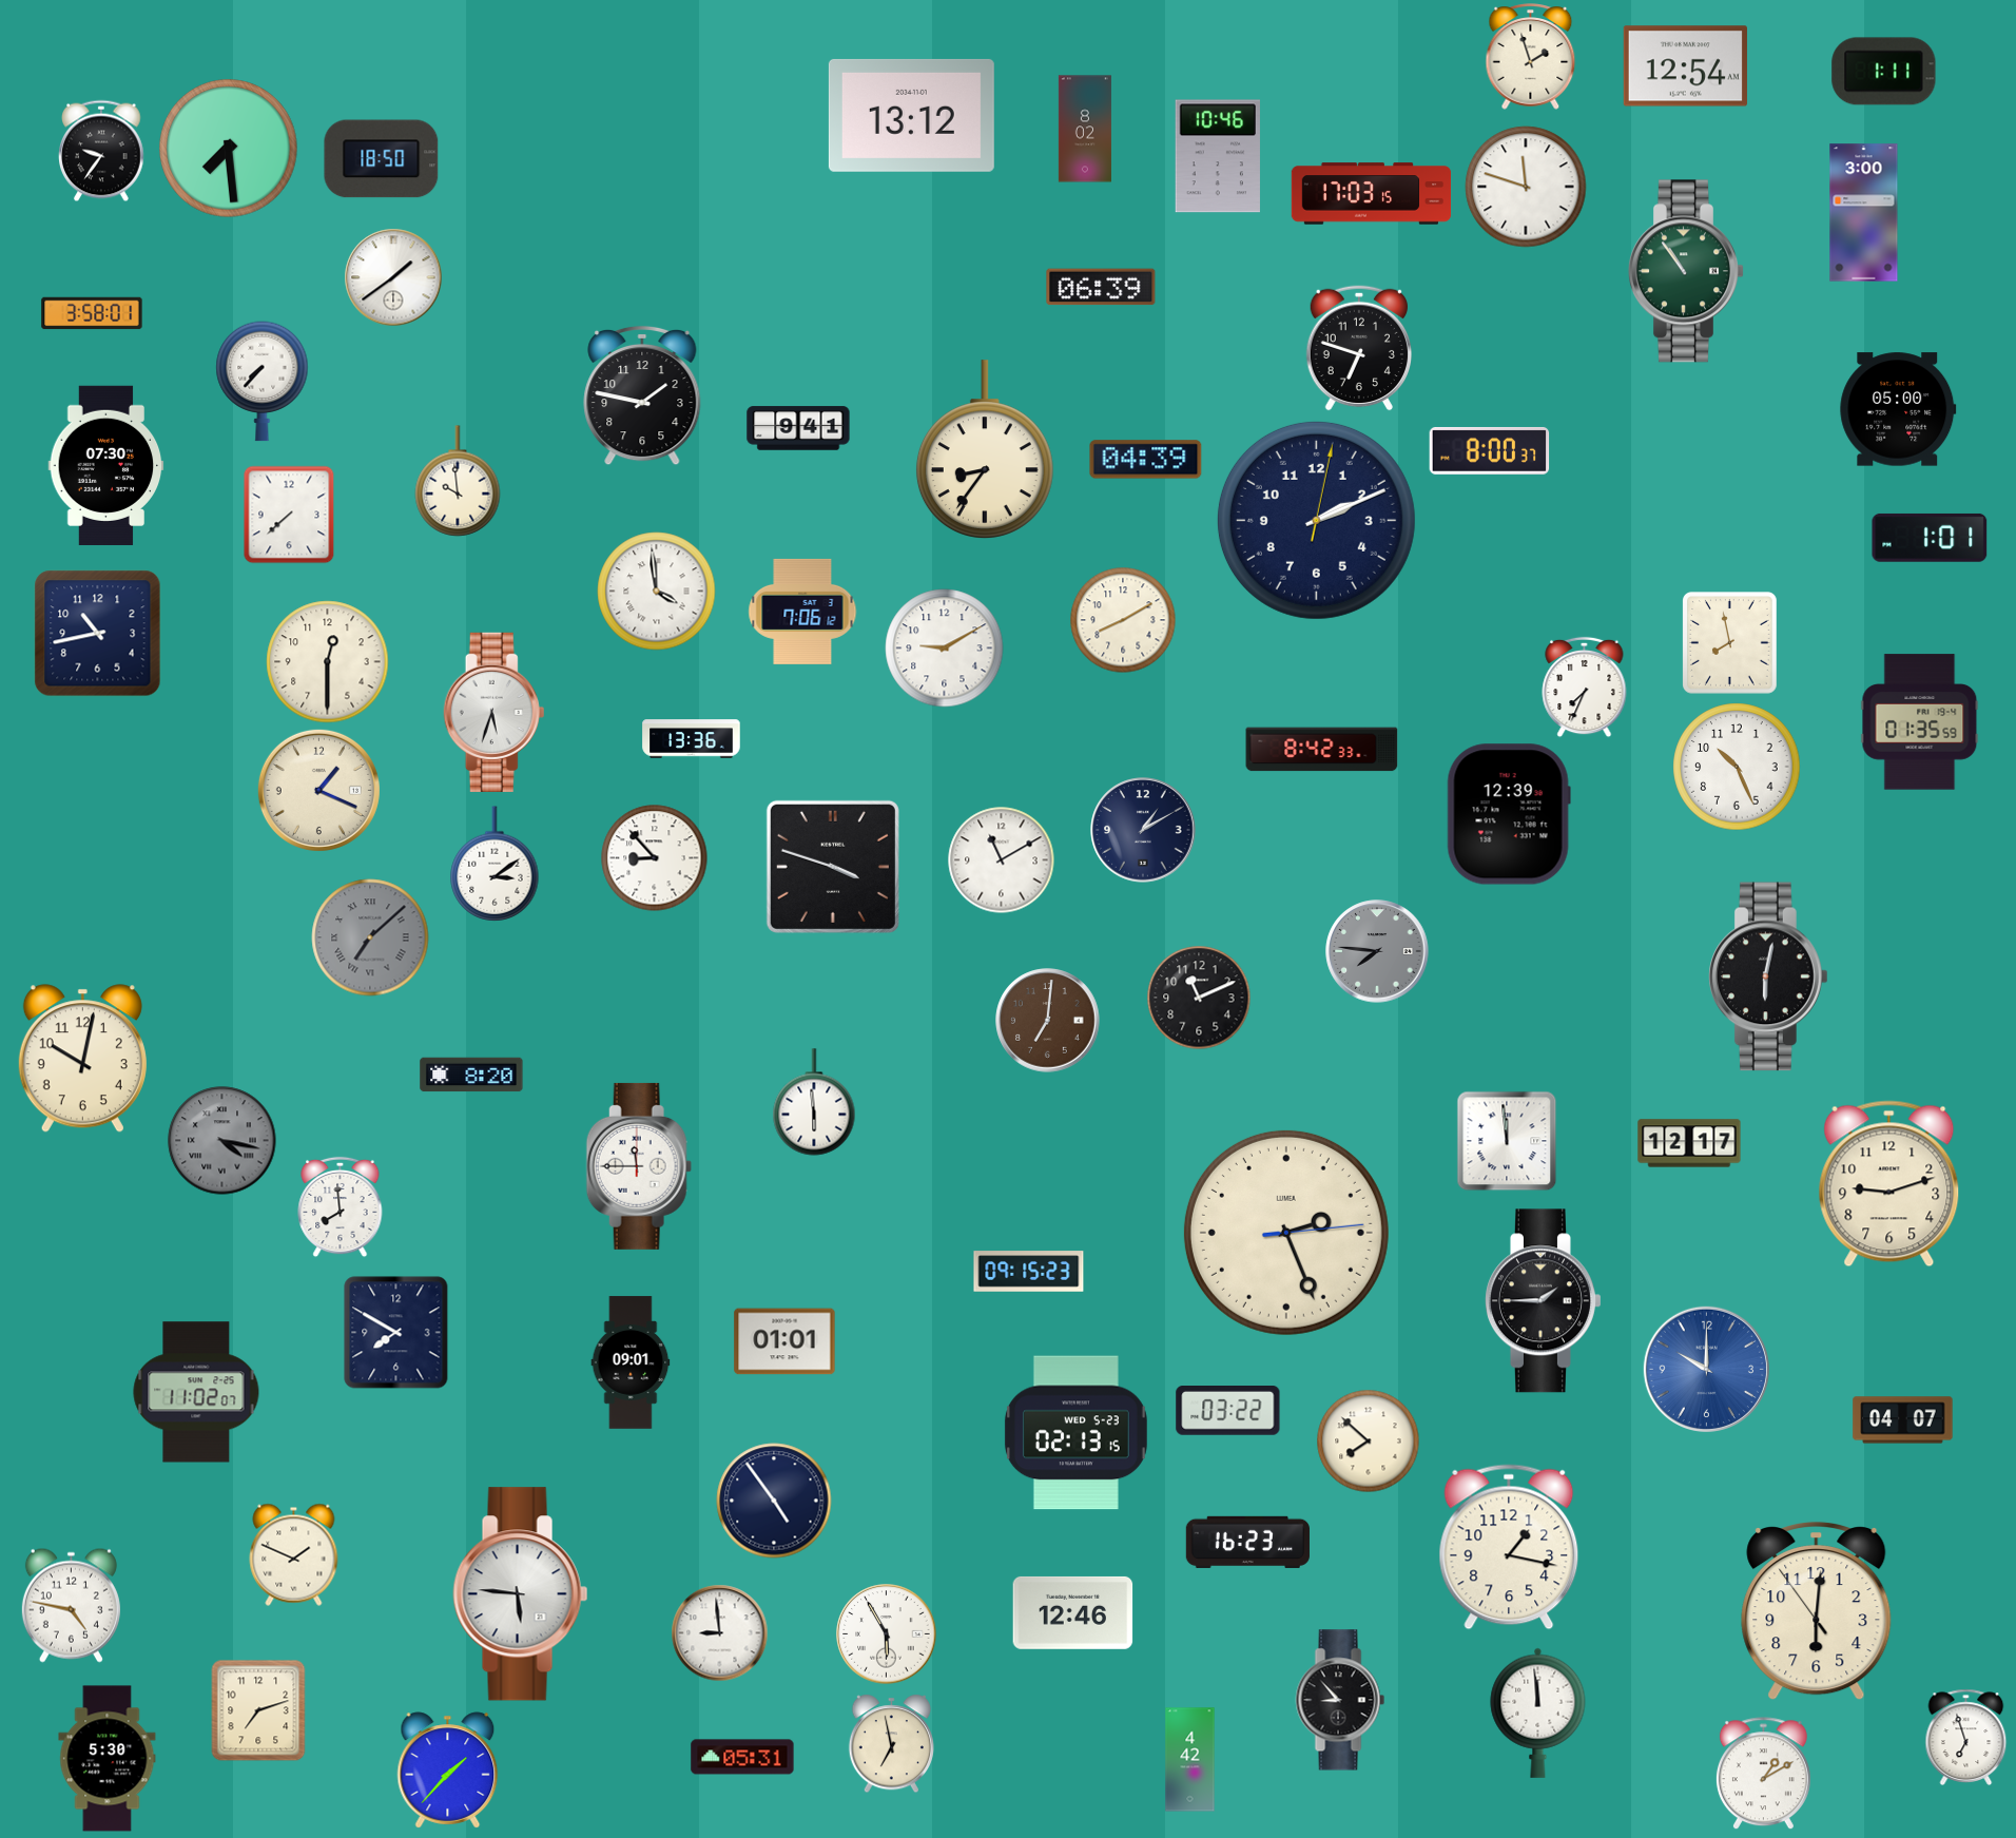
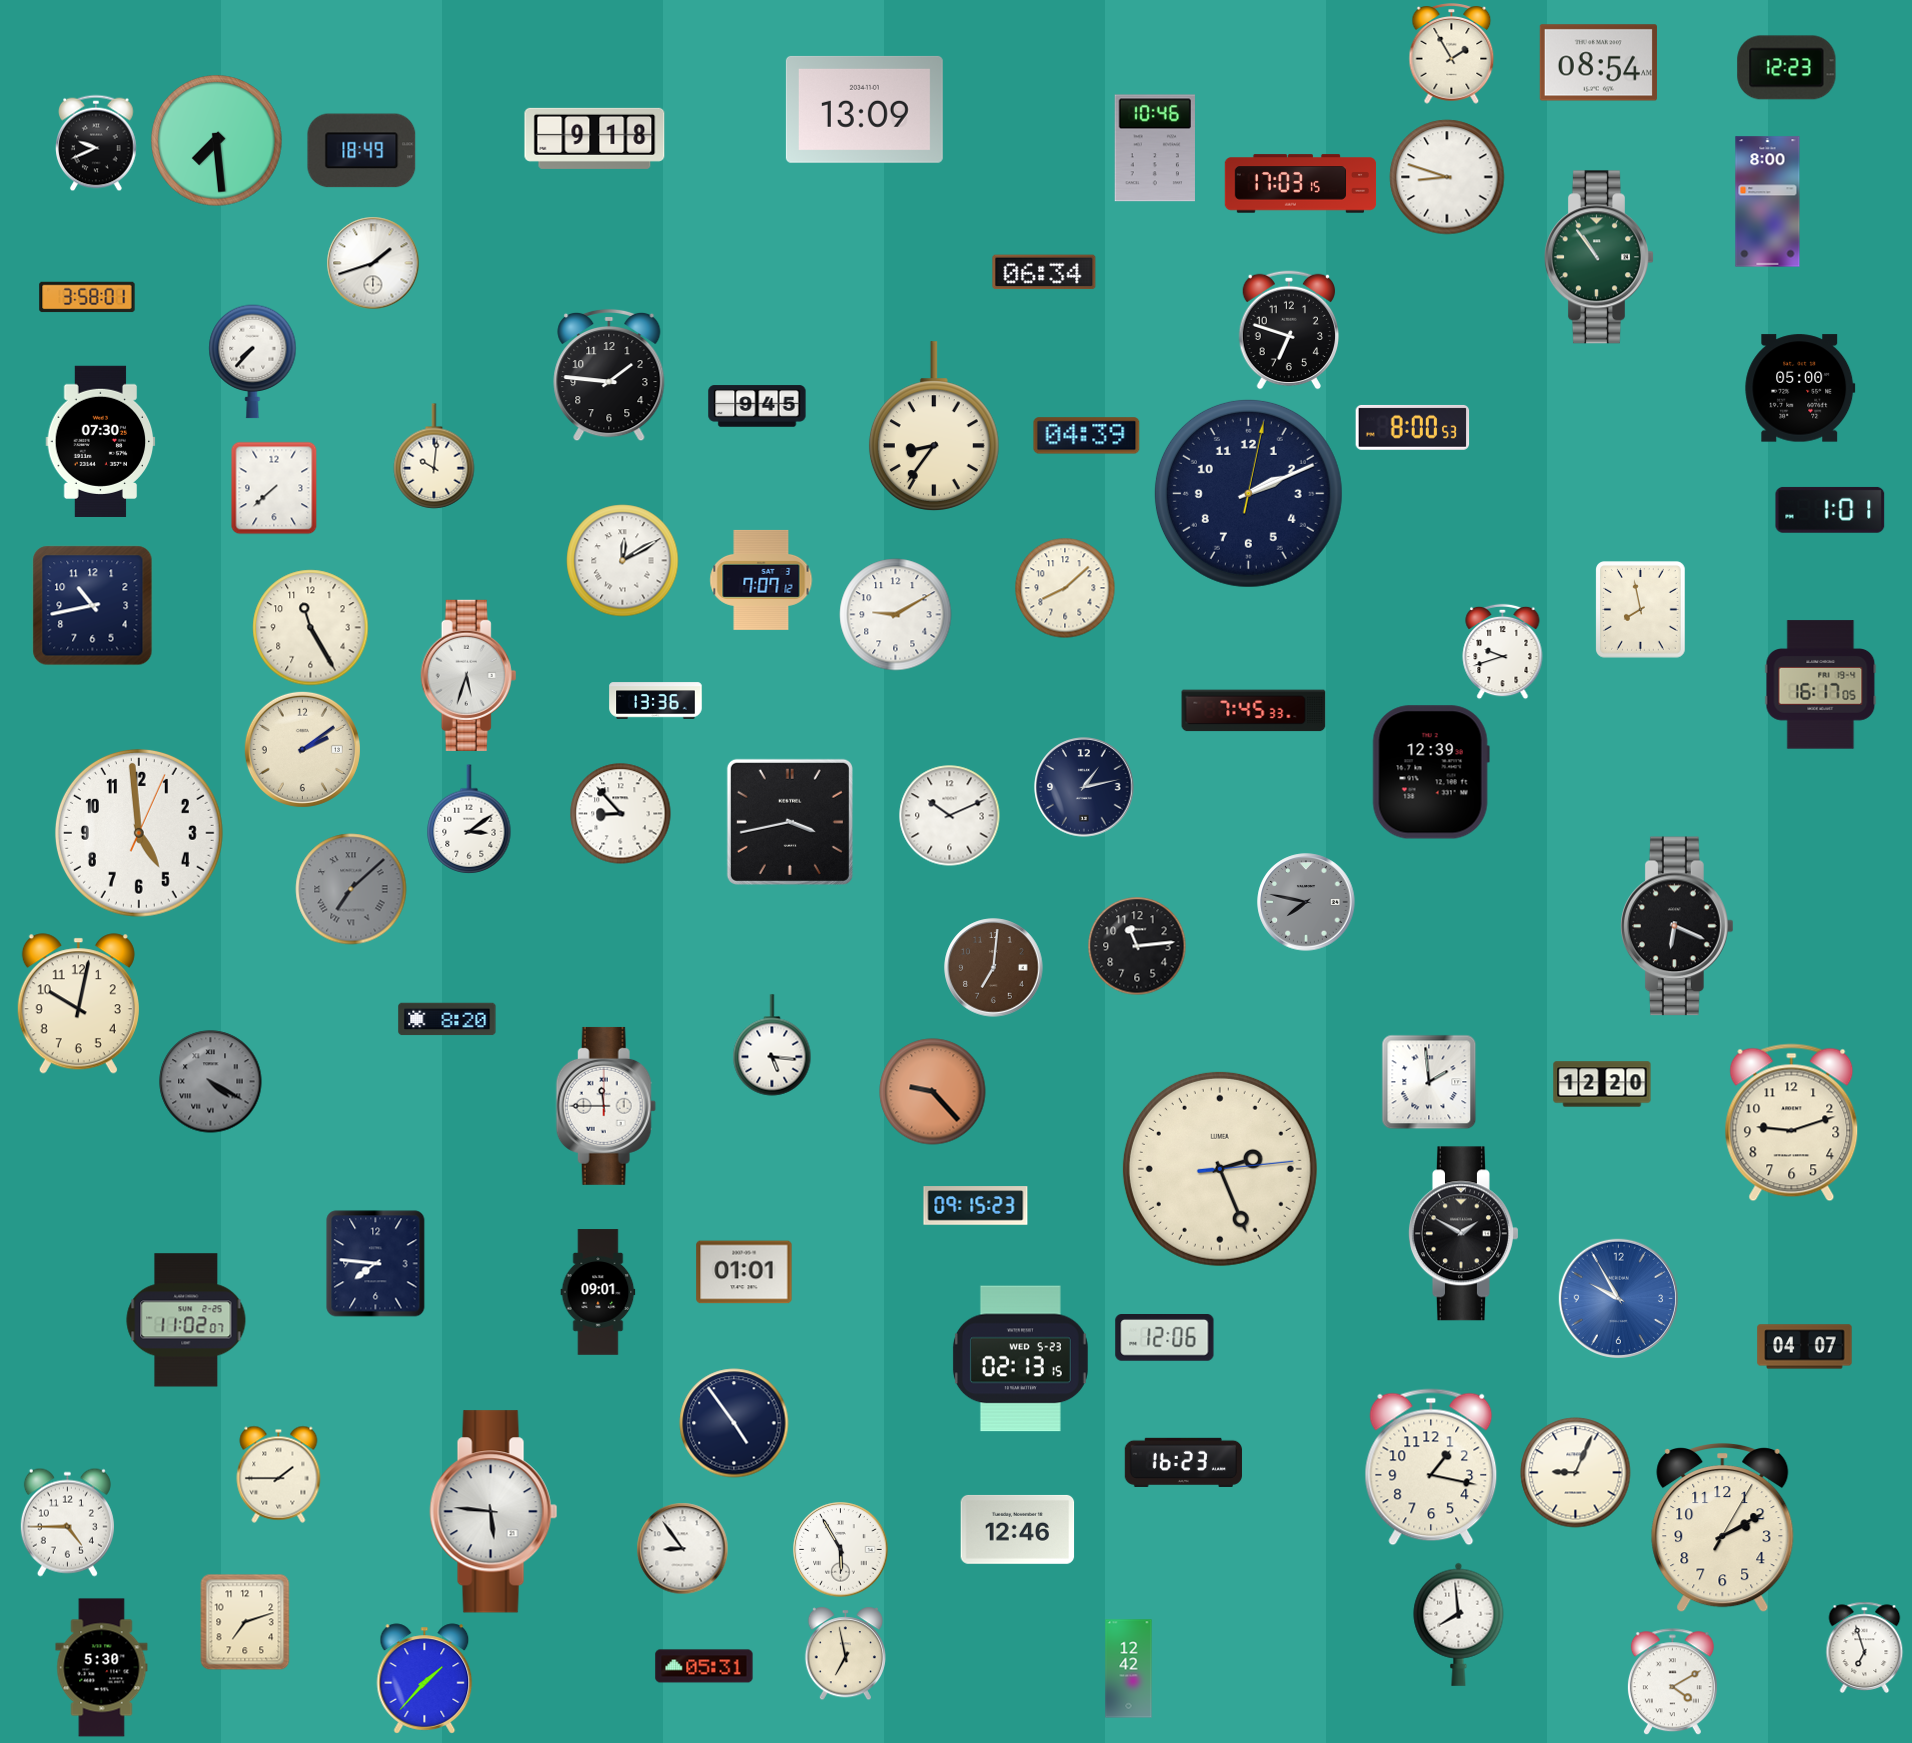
clock at (1531, 57): 1:57 -> 1:55
clock at (1685, 66): 12:54 -> 08:54
clock at (1884, 72): 1:11 -> 12:23
clock at (911, 115): 13:12 -> 13:09
clock at (1085, 129): 8:02 -> none
clock at (595, 138): none -> 9:18
clock at (101, 151): 9:36 -> 9:41
clock at (382, 159): 18:50 -> 18:49
clock at (1526, 187): 11:48 -> 8:48
clock at (1864, 213): 3:00 -> 8:00
clock at (393, 277): 1:39 -> 1:42
clock at (1101, 287): 06:39 -> 06:34
clock at (263, 382) position: (263, 382) -> (253, 362)
clock at (642, 395): 1:47 -> 1:46
clock at (798, 428): 9:41 -> 9:45
clock at (1490, 450): 8:00:37 -> 8:00:53
clock at (458, 481): 9:59 -> 10:01
clock at (657, 592): 3:59 -> 12:10
clock at (802, 612): 7:06 -> 7:07
clock at (1123, 620): 8:10 -> 8:08
clock at (98, 634) position: (98, 634) -> (93, 606)
clock at (328, 662): 12:30 -> 11:25
clock at (1585, 688): 7:34 -> 9:42
clock at (1920, 722): 01:35 -> 16:17
clock at (1322, 750): 8:42 -> 7:45
clock at (1737, 767): 10:26 -> none
clock at (318, 790): 1:19 -> 2:09
clock at (1143, 830): 1:10 -> 1:13
clock at (1002, 860): 11:10 -> 10:11
clock at (833, 867): 3:48 -> 3:43
clock at (139, 833): none -> 4:59
clock at (1377, 951): 7:46 -> 7:47
clock at (1769, 976): 6:02 -> 6:19
clock at (1199, 998): 11:11 -> 11:14
clock at (814, 1102): 5:59 -> 5:16
clock at (222, 1141): 4:17 -> 4:20
clock at (1507, 1141): 11:59 -> 1:59
clock at (1689, 1143): 12:17 -> 12:20
clock at (933, 1092): none -> 9:23
clock at (341, 1207): 7:59 -> none
clock at (1543, 1301): 1:45 -> 1:50
clock at (396, 1333): 7:50 -> 7:46
clock at (1706, 1369): 10:00 -> 9:55
clock at (1228, 1411): 03:22 -> 12:06
clock at (1369, 1442): 7:52 -> none
clock at (1576, 1473): none -> 9:04
clock at (294, 1554): 1:49 -> 1:45
clock at (71, 1605): 4:47 -> 4:45
clock at (1817, 1612): 6:00 -> 2:10
clock at (720, 1633): 8:59 -> 8:54
clock at (1340, 1700): 8:53 -> none
clock at (1538, 1713): 11:59 -> 7:59
clock at (1190, 1760): 4:42 -> 12:42
clock at (1763, 1774): 1:10 -> 4:10
